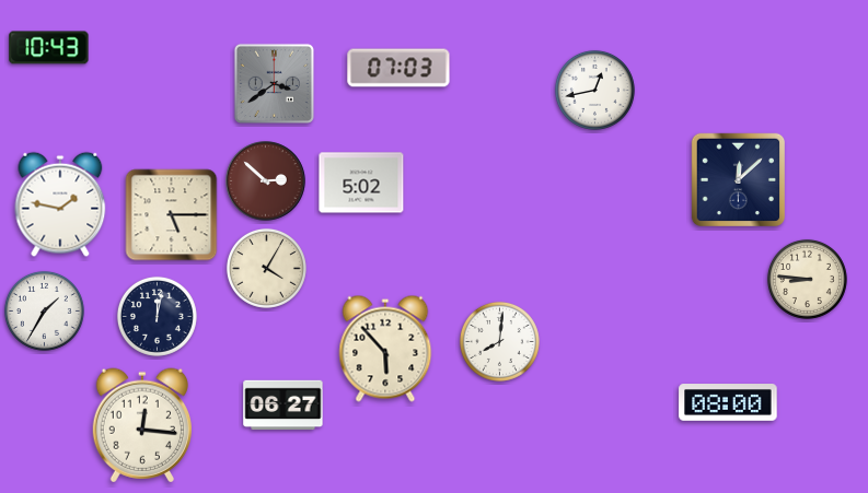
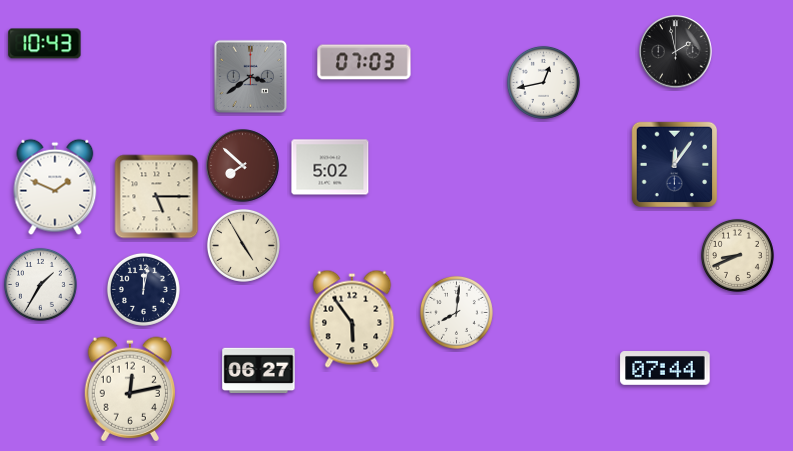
clock at (676, 52): none -> 1:58
clock at (738, 179): 12:08 -> 12:06
clock at (266, 181): 2:52 -> 7:52
clock at (60, 204): 1:47 -> 1:49
clock at (266, 268): 4:05 -> 4:55
clock at (807, 279): 8:46 -> 8:41
clock at (385, 349): 5:53 -> 5:54
clock at (728, 403): 08:00 -> 07:44
clock at (141, 425): 12:16 -> 12:13
